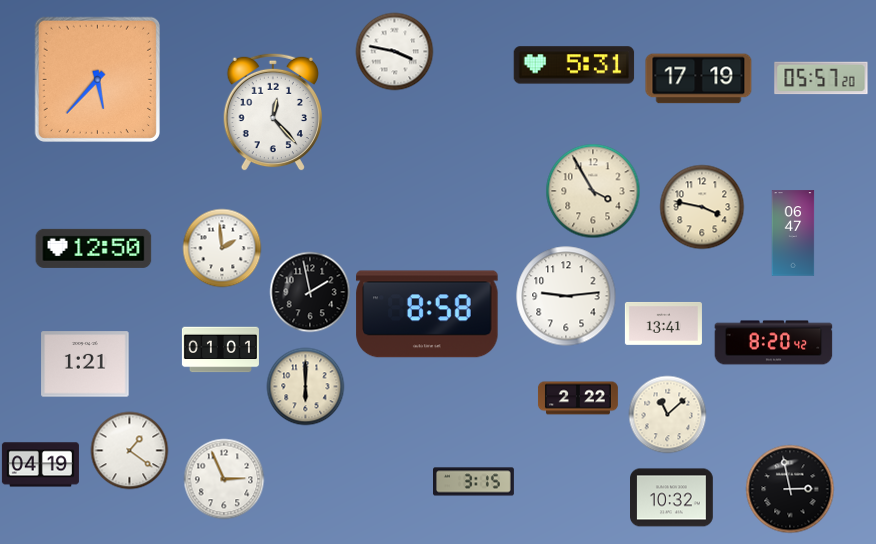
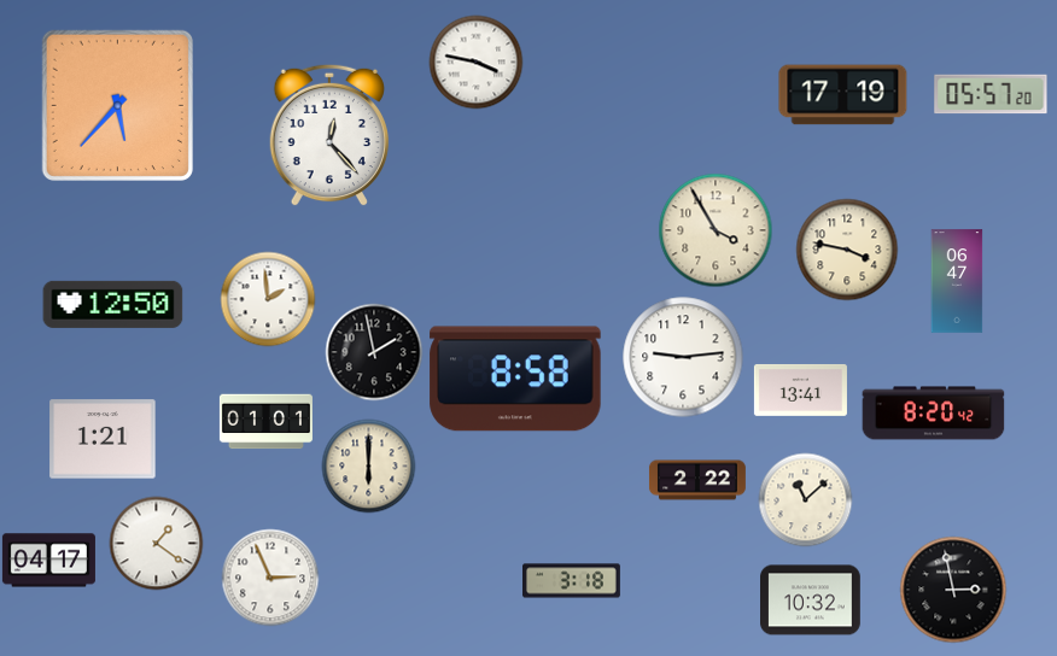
clock at (574, 65): 5:31 -> none
clock at (97, 79) position: (97, 79) -> (117, 105)
clock at (94, 248) position: (94, 248) -> (113, 304)
clock at (40, 465): 04:19 -> 04:17
clock at (474, 482): 3:15 -> 3:18
